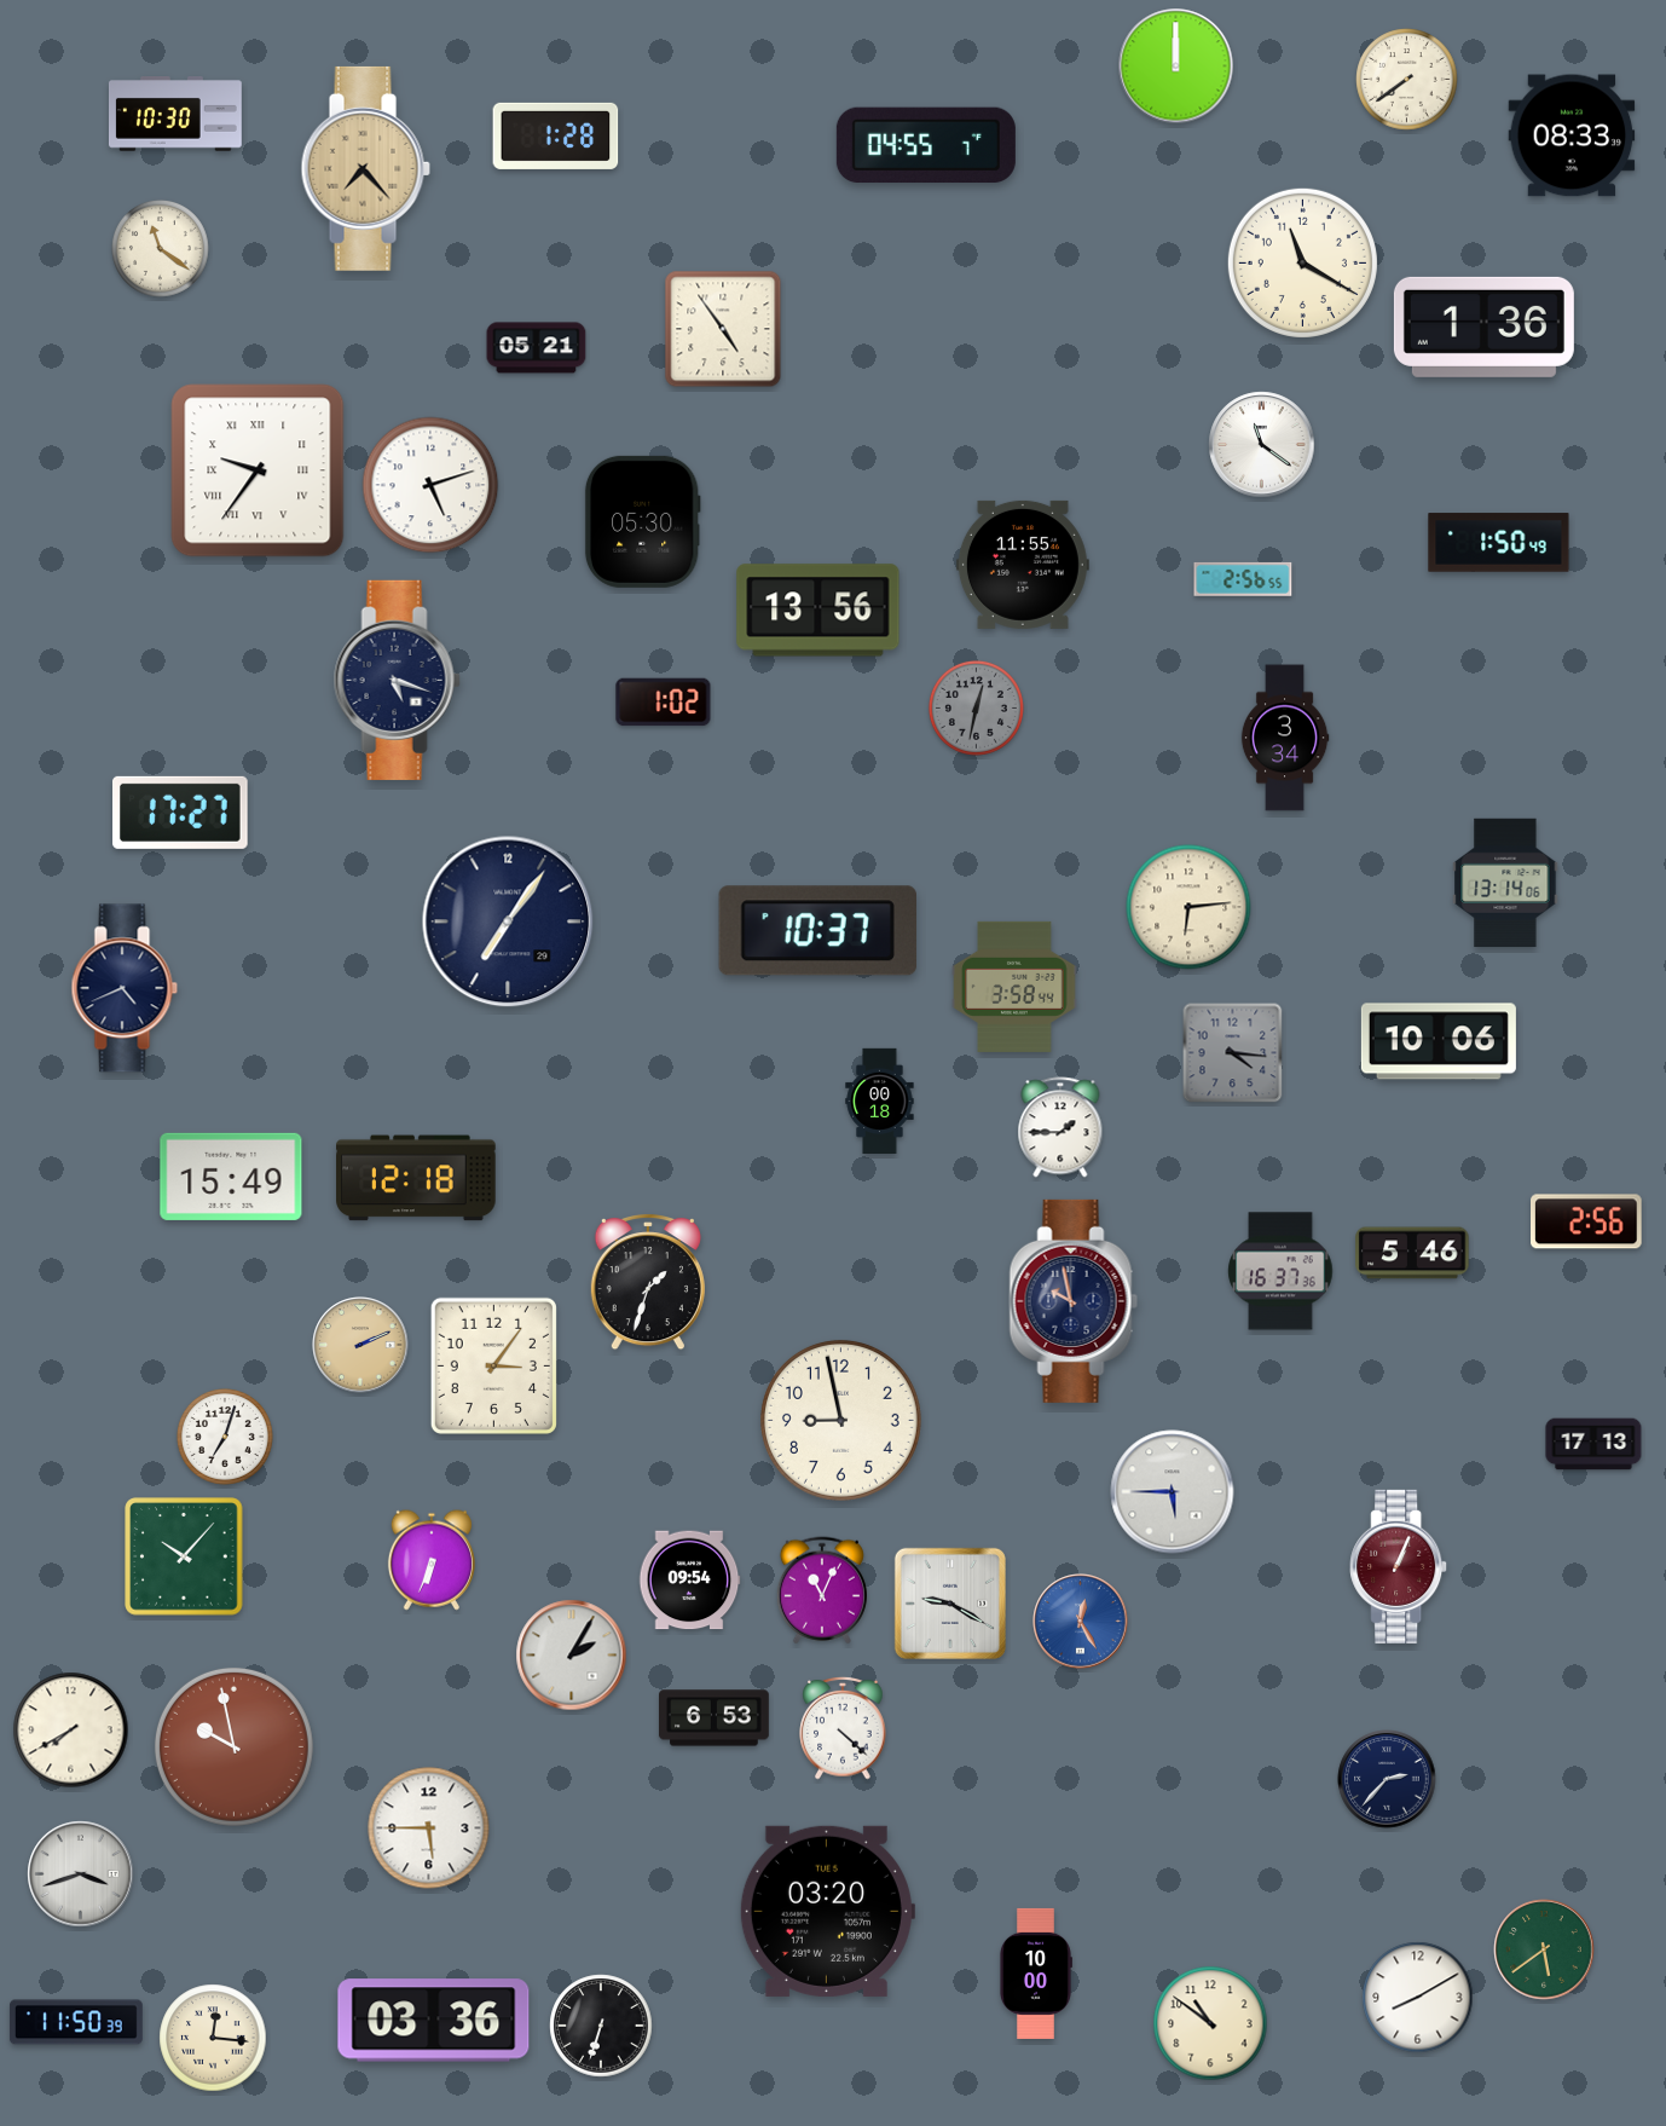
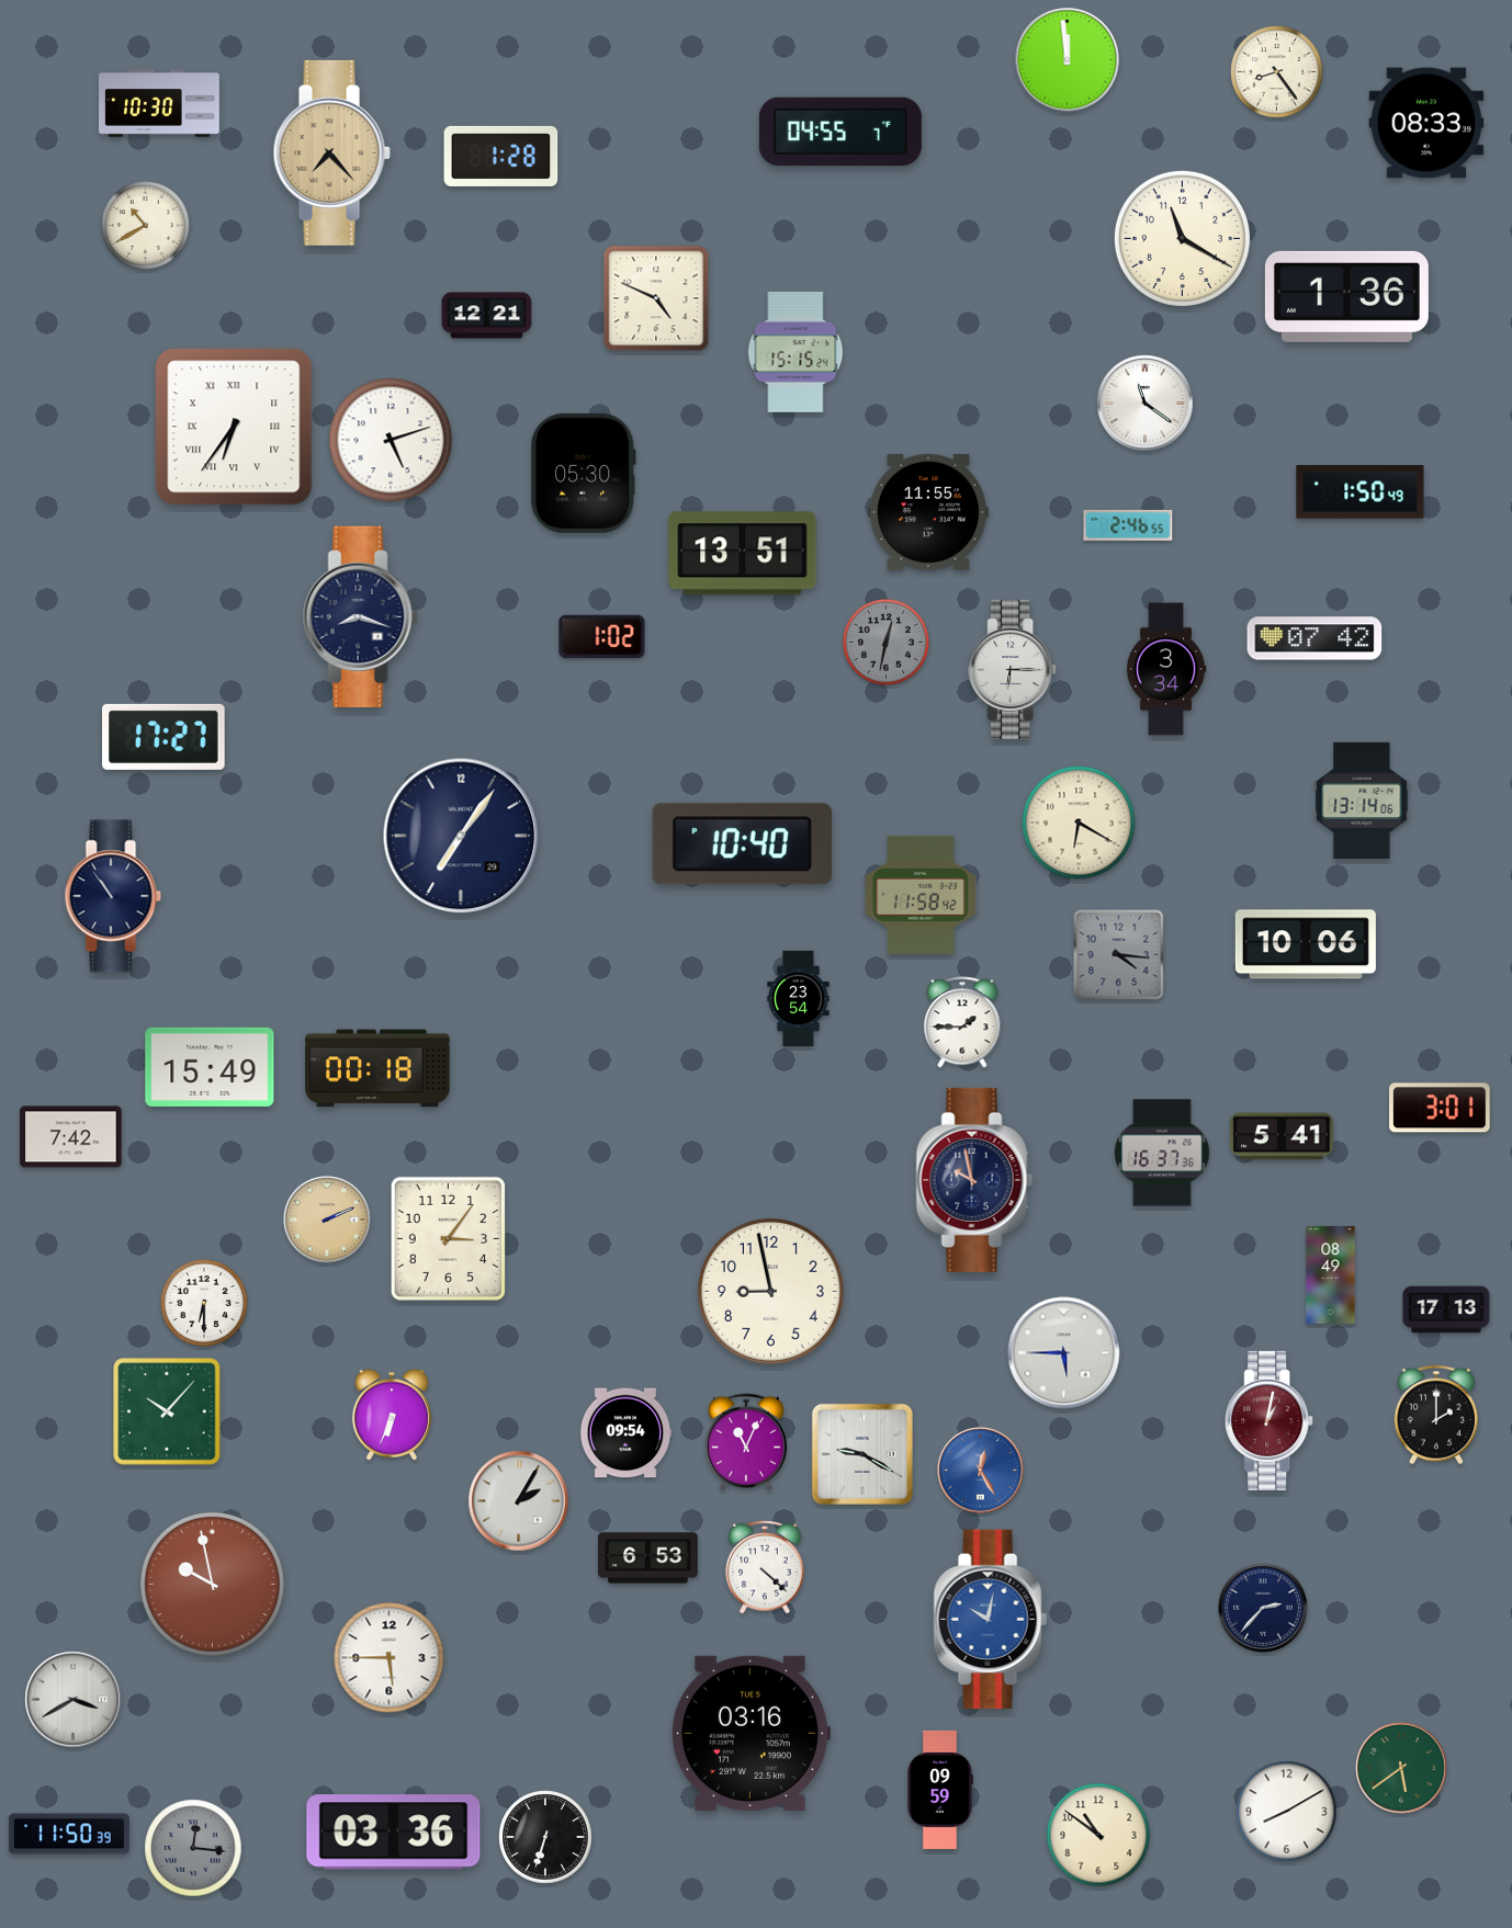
clock at (1176, 67): 12:00 -> 11:59
clock at (1407, 80): 7:39 -> 8:24
clock at (556, 135) position: (556, 135) -> (501, 156)
clock at (160, 248): 11:21 -> 10:40
clock at (723, 329): 4:54 -> 4:49
clock at (537, 348): 05:21 -> 12:21
clock at (796, 352): none -> 15:15
clock at (258, 470): 9:36 -> 6:36
clock at (1243, 579): 2:56 -> 2:46
clock at (818, 611): 13:56 -> 13:51
clock at (397, 680): 5:18 -> 8:18
clock at (1314, 638): none -> 07:42
clock at (1013, 669): none -> 6:15
clock at (1505, 882) position: (1505, 882) -> (1362, 799)
clock at (1188, 907): 6:14 -> 6:20
clock at (817, 931): 10:37 -> 10:40
clock at (1014, 987): 3:58 -> 11:58
clock at (125, 988): 4:41 -> 10:54
clock at (880, 1100): 00:18 -> 23:54
clock at (416, 1178): 12:18 -> 00:18
clock at (1587, 1221): 2:56 -> 3:01
clock at (1412, 1253): 5:46 -> 5:41
clock at (71, 1137): none -> 7:42
clock at (648, 1283): 1:33 -> none
clock at (1331, 1274): none -> 08:49
clock at (840, 1420) position: (840, 1420) -> (770, 1291)
clock at (225, 1437): 7:03 -> 6:30
clock at (1436, 1415): none -> 2:00
clock at (1399, 1566): 1:04 -> 1:02
clock at (71, 1731): 7:40 -> none
clock at (1387, 1779) position: (1387, 1779) -> (1263, 1608)
clock at (990, 1620): none -> 10:02
clock at (81, 1874): 3:42 -> 3:40
clock at (827, 1911): 03:20 -> 03:16
clock at (1035, 1974): 10:00 -> 09:59
clock at (213, 2038) dial: cream -> grey
